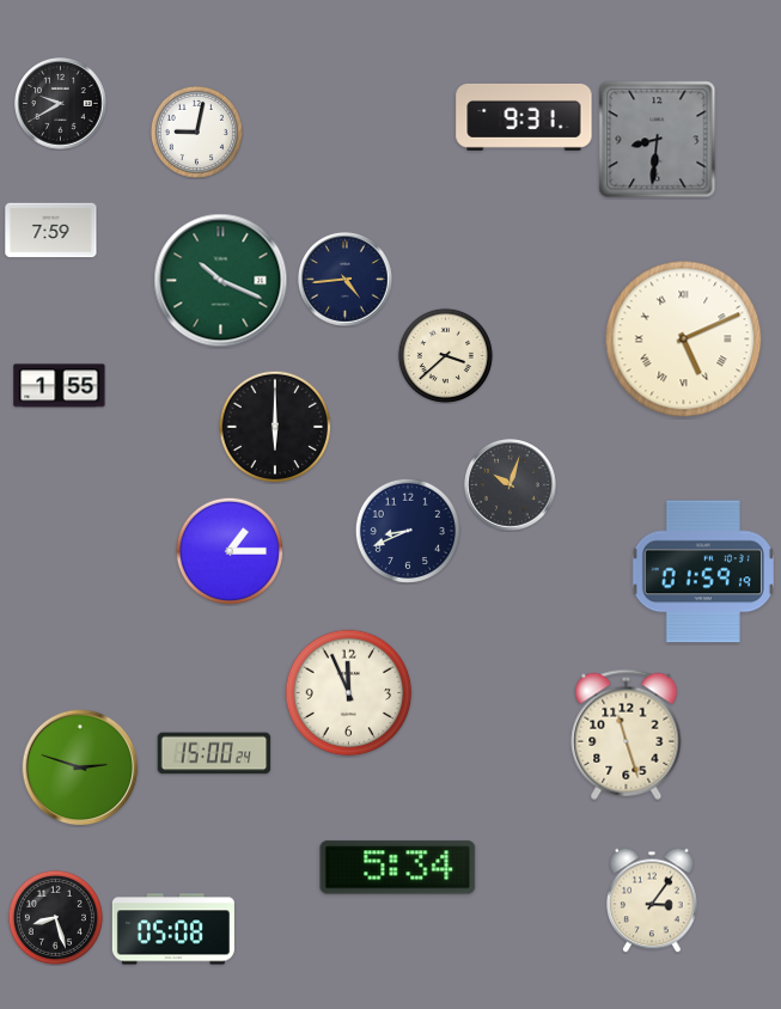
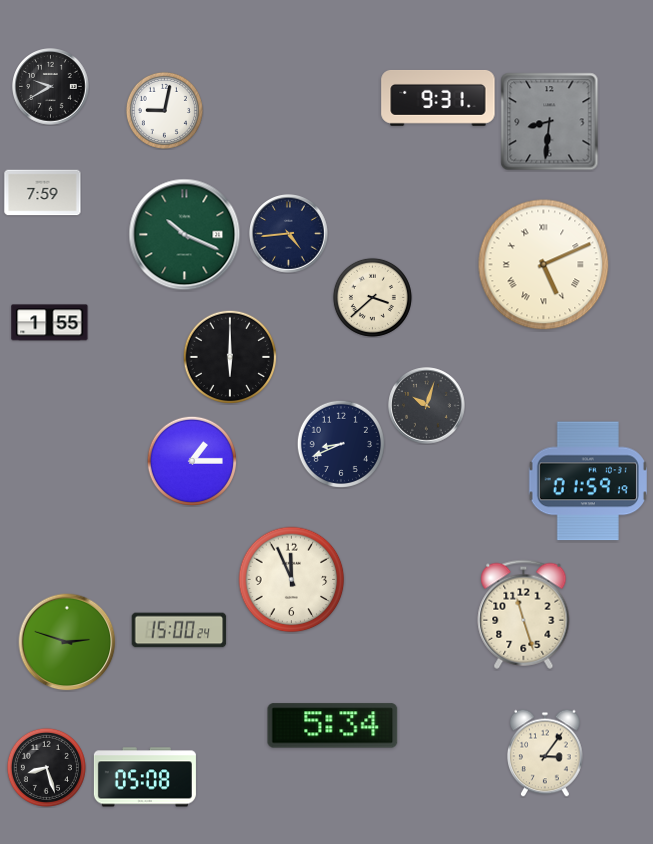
clock at (658, 140) position: (658, 140) -> (550, 122)
clock at (684, 340) position: (684, 340) -> (544, 265)
clock at (703, 571) position: (703, 571) -> (588, 481)
